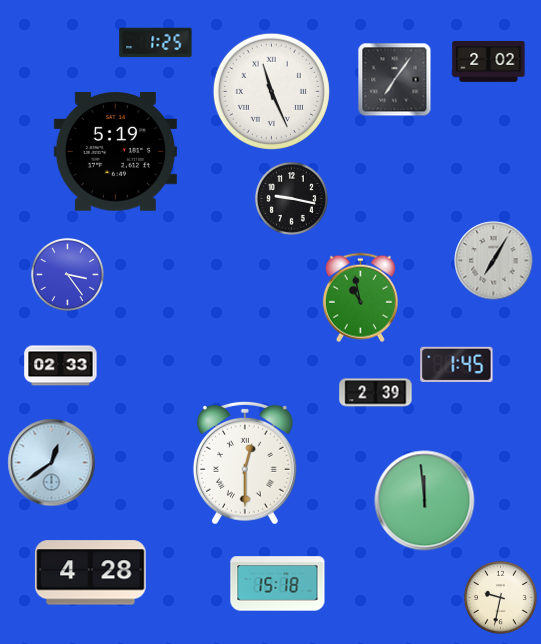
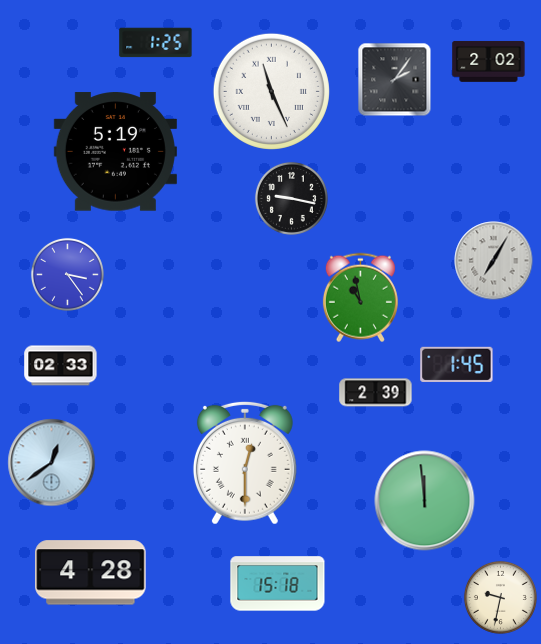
clock at (395, 80): 7:06 -> 2:06
